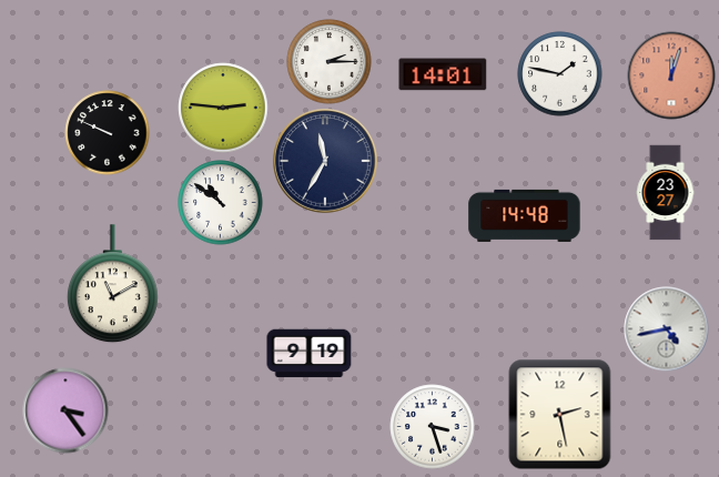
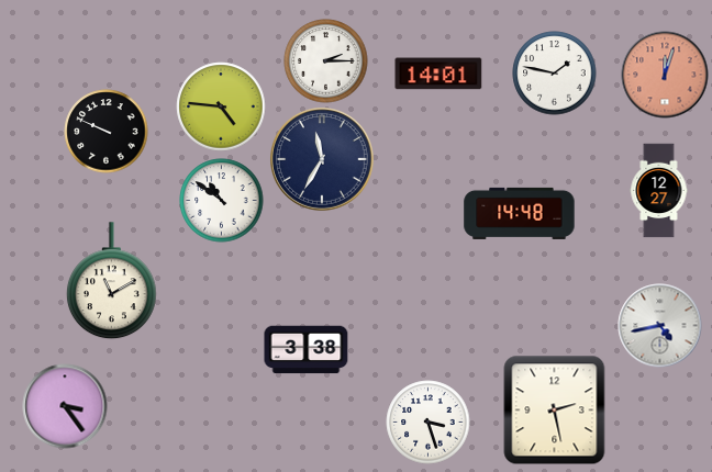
clock at (223, 108): 2:46 -> 4:46
clock at (666, 193): 23:27 -> 12:27
clock at (221, 203) position: (221, 203) -> (222, 201)
clock at (310, 354): 9:19 -> 3:38
